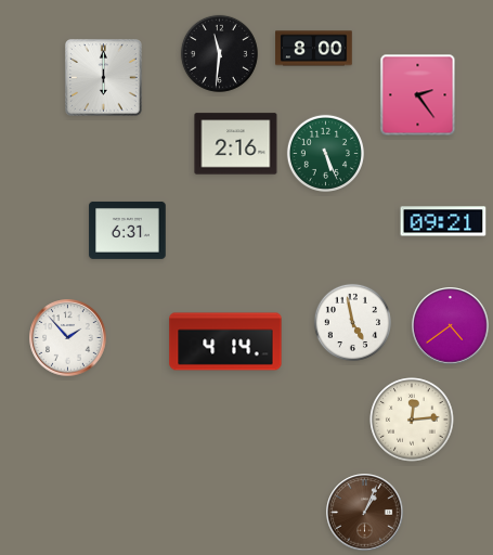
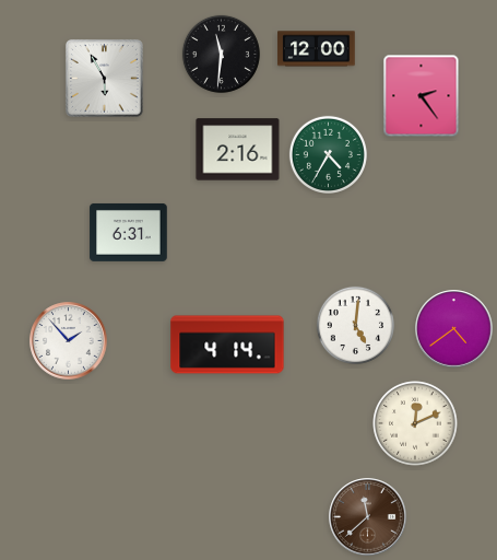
clock at (314, 49): 8:00 -> 12:00
clock at (103, 77): 6:00 -> 5:55
clock at (236, 144) position: (236, 144) -> (238, 150)
clock at (325, 153): 5:26 -> 4:35
clock at (443, 221): 09:21 -> none
clock at (352, 322): 4:58 -> 5:01
clock at (412, 420): 12:14 -> 12:11
clock at (365, 513): 1:04 -> 11:38
